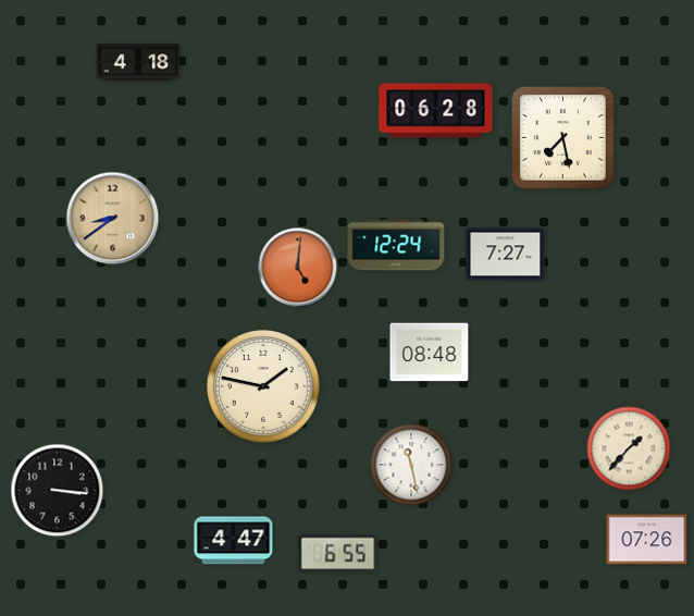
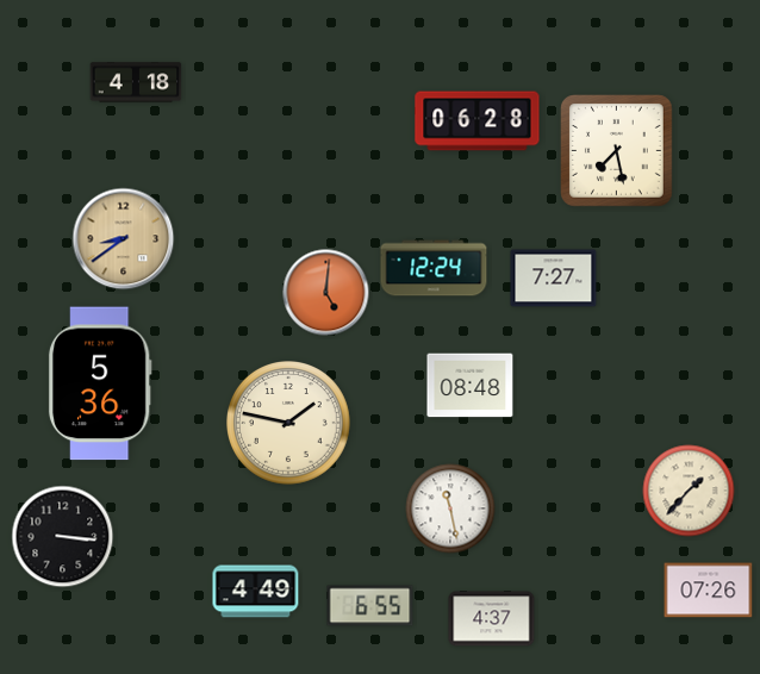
clock at (138, 62) position: (138, 62) -> (136, 82)
clock at (100, 383): none -> 5:36
clock at (234, 541): 4:47 -> 4:49
clock at (492, 619): none -> 4:37
